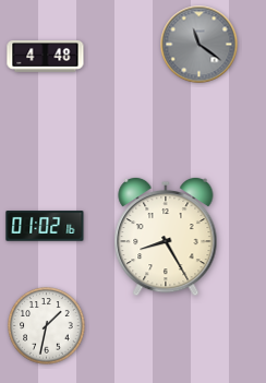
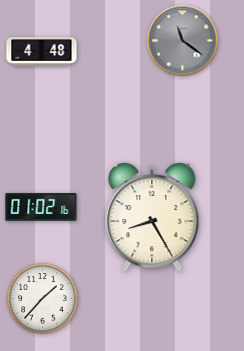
clock at (47, 326): 1:32 -> 1:37
